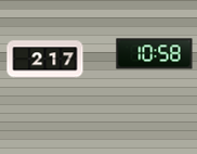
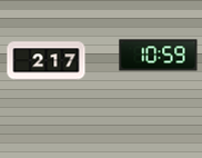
clock at (155, 54): 10:58 -> 10:59
